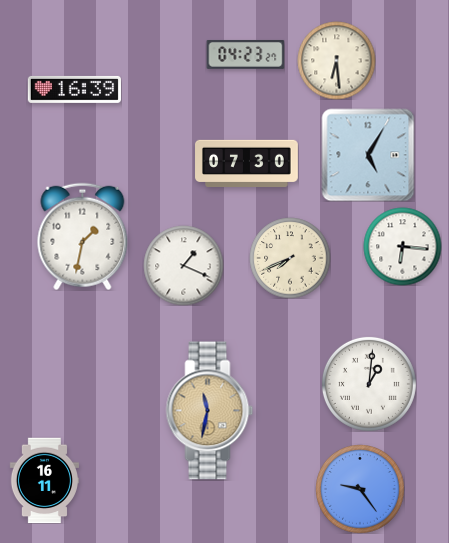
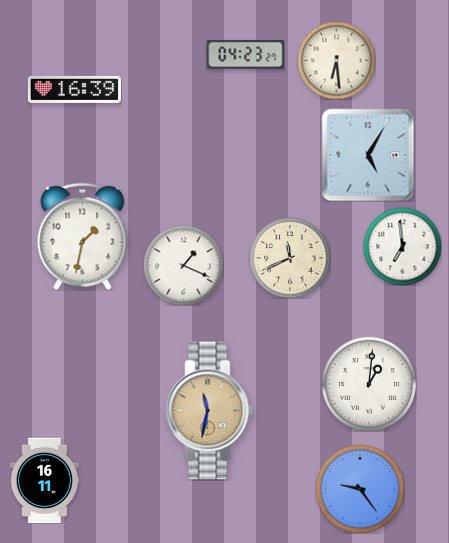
clock at (247, 164): 07:30 -> none
clock at (402, 246): 6:16 -> 6:59
clock at (290, 258): 7:41 -> 11:41
